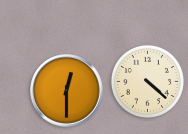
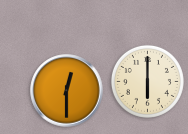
clock at (147, 81): 4:22 -> 6:00
